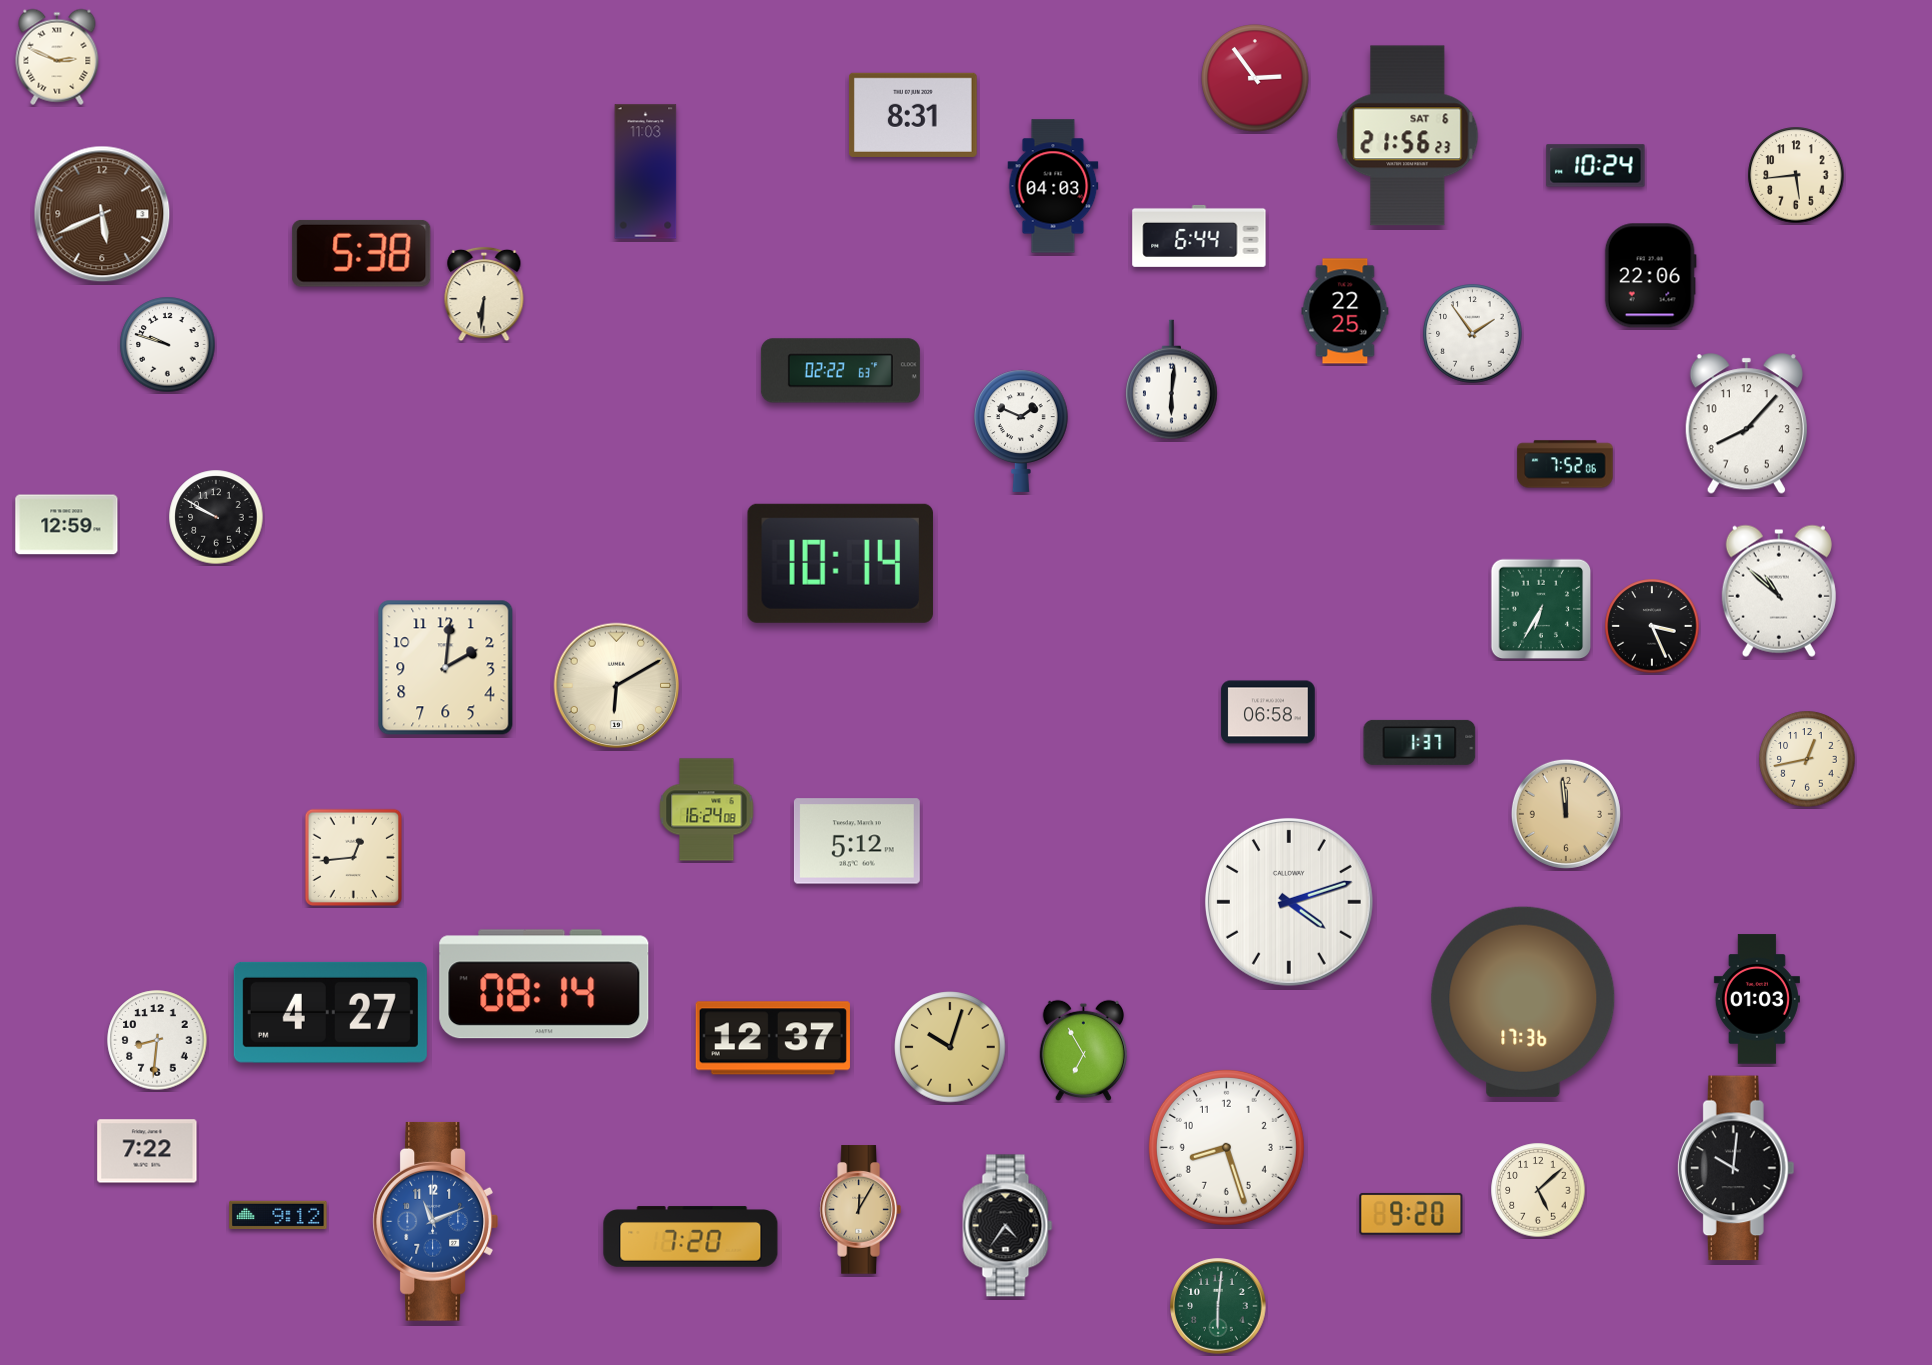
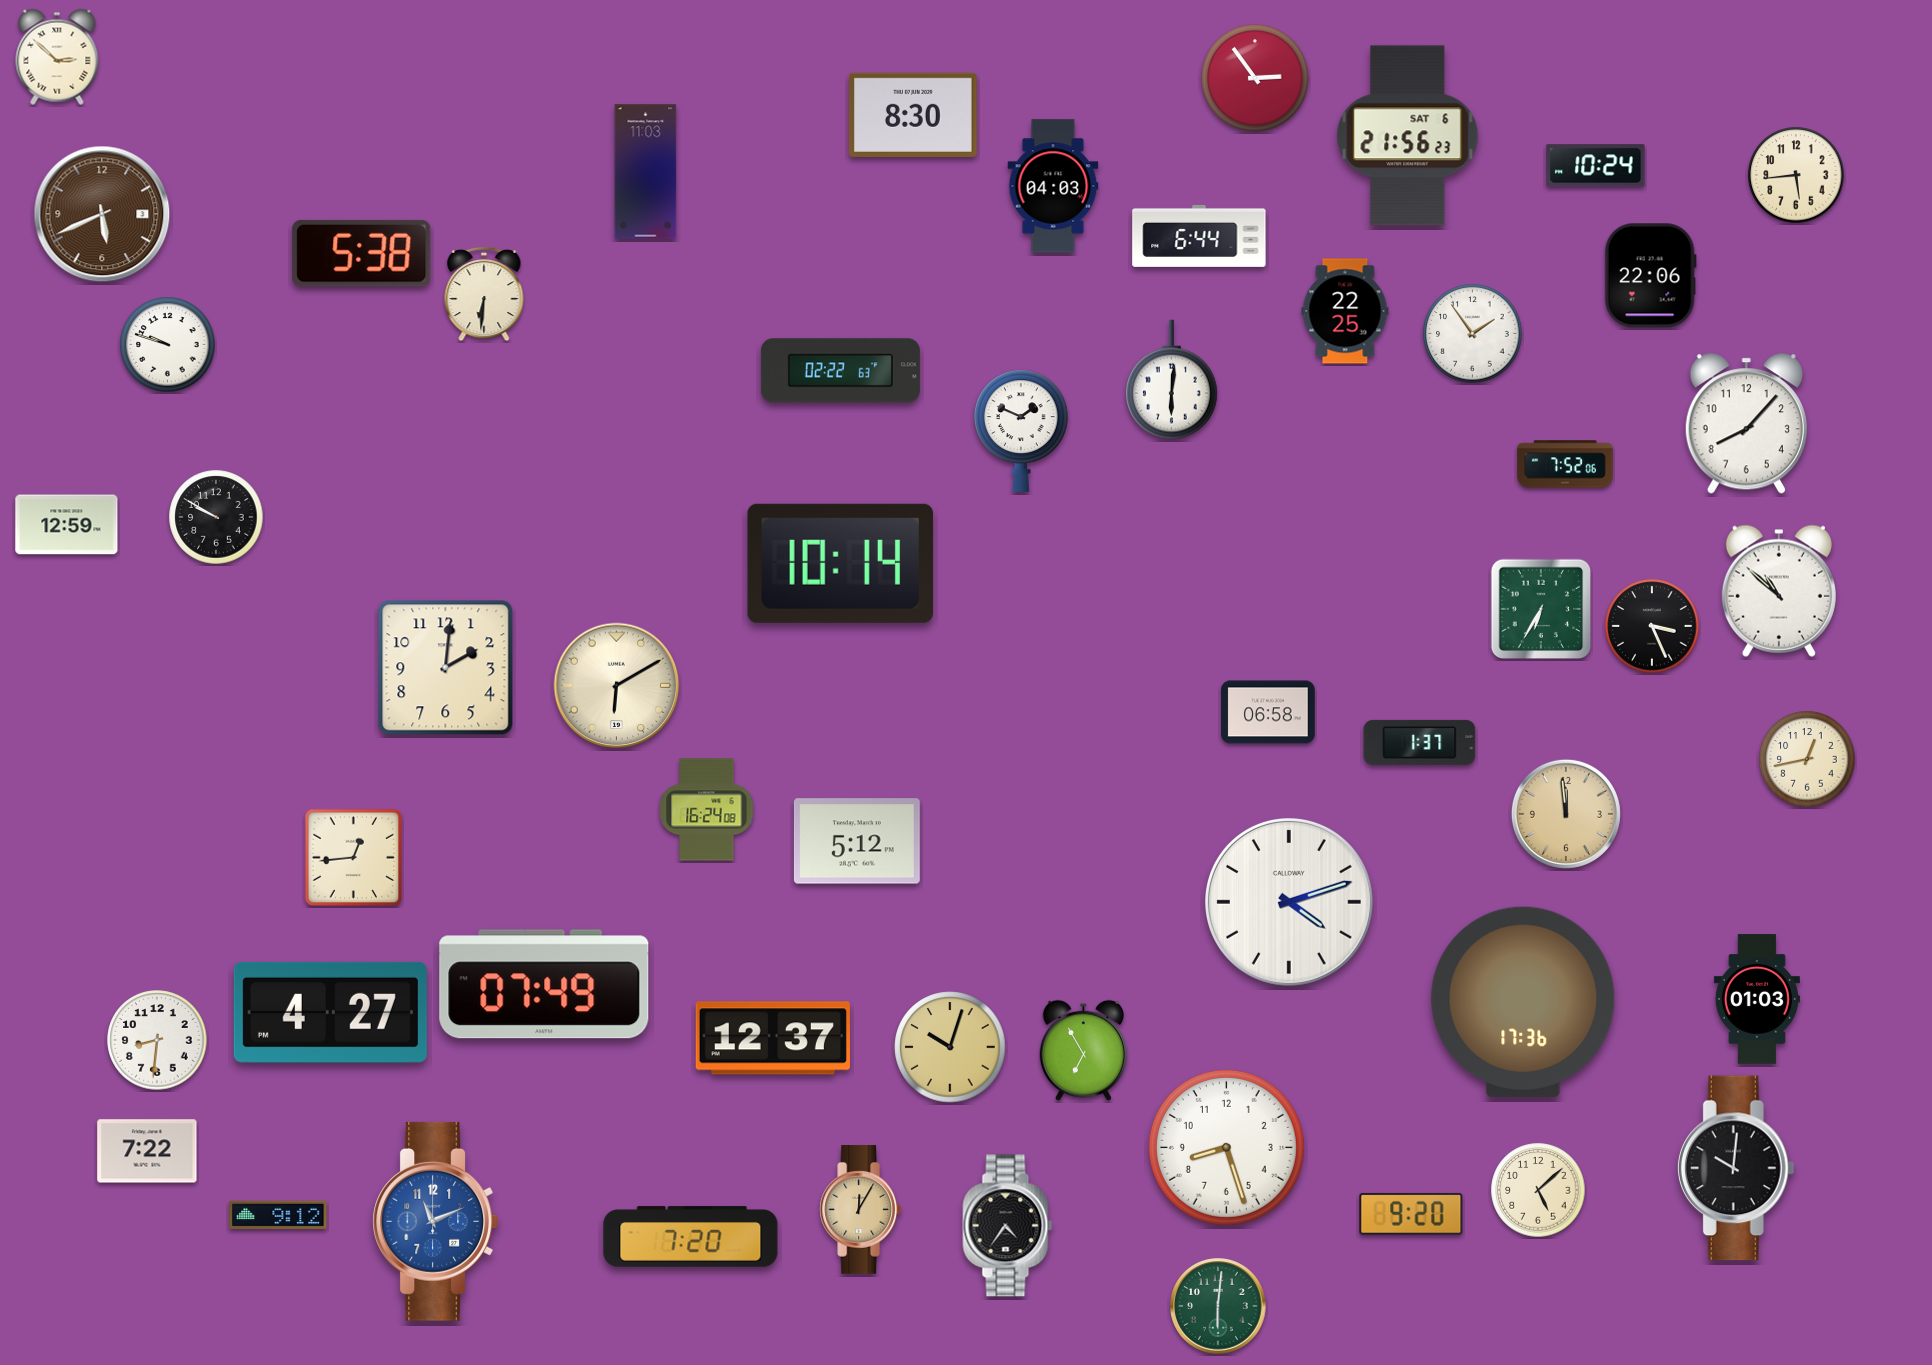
clock at (57, 57): 2:49 -> 2:52
clock at (913, 115): 8:31 -> 8:30
clock at (544, 984): 08:14 -> 07:49
